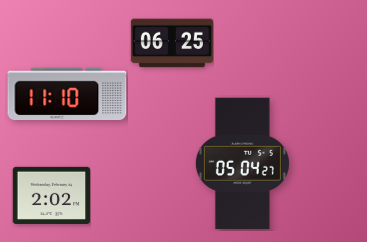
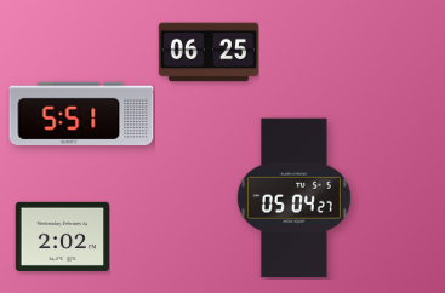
clock at (67, 94): 11:10 -> 5:51
